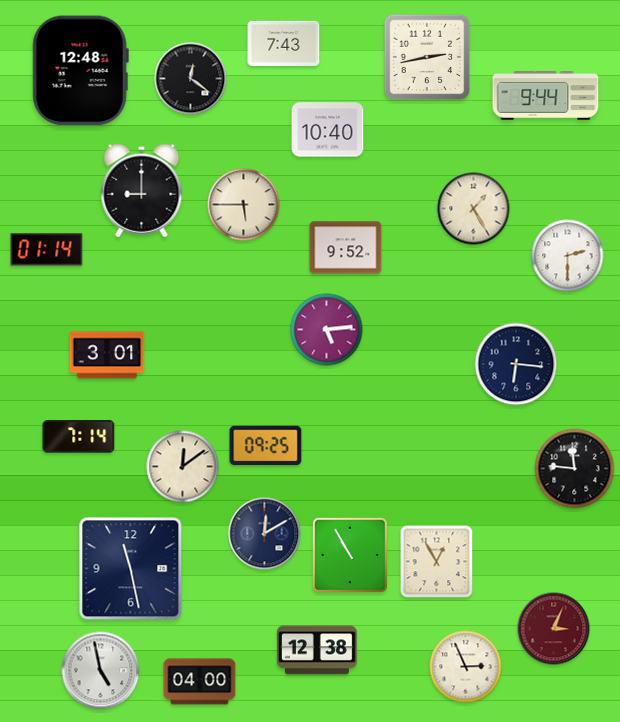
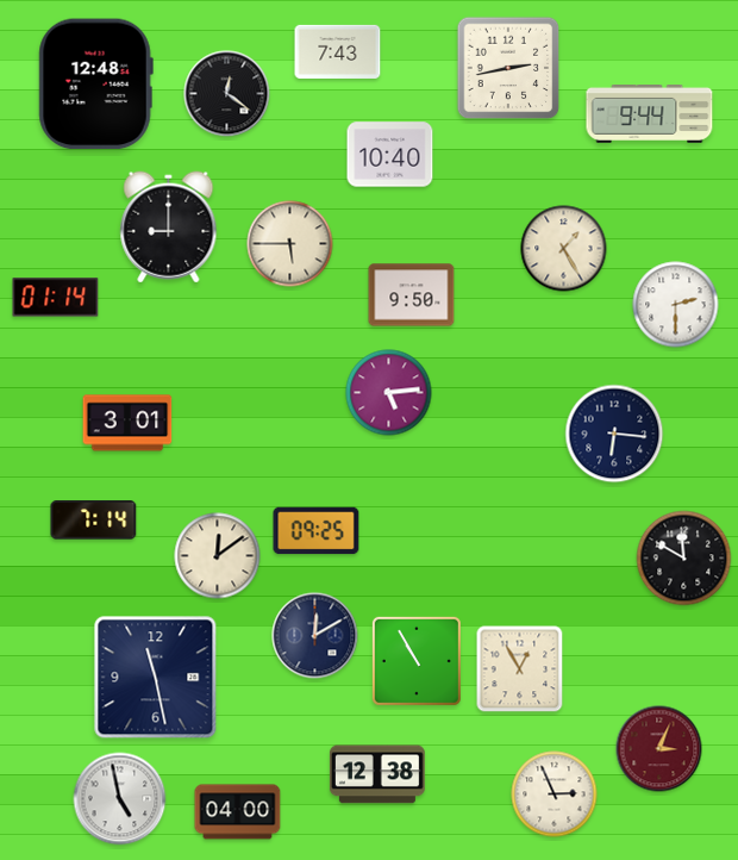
clock at (346, 248): 9:52 -> 9:50
clock at (575, 469): 11:46 -> 11:50
